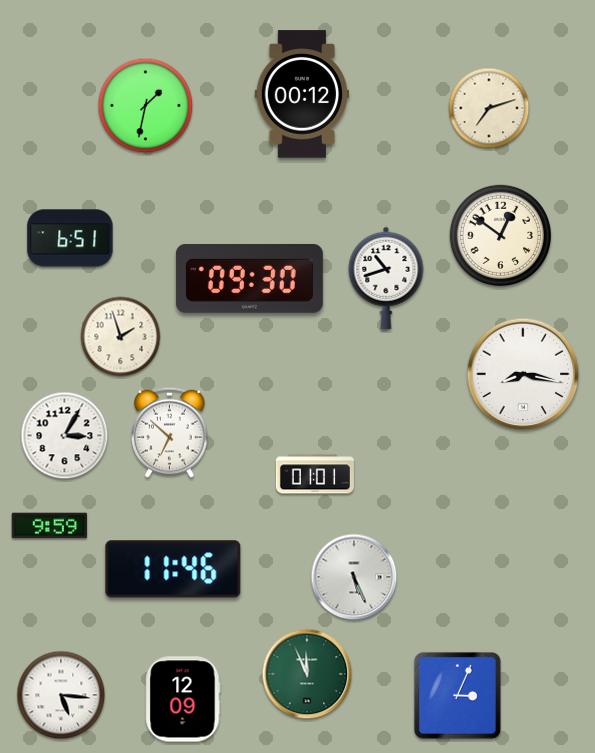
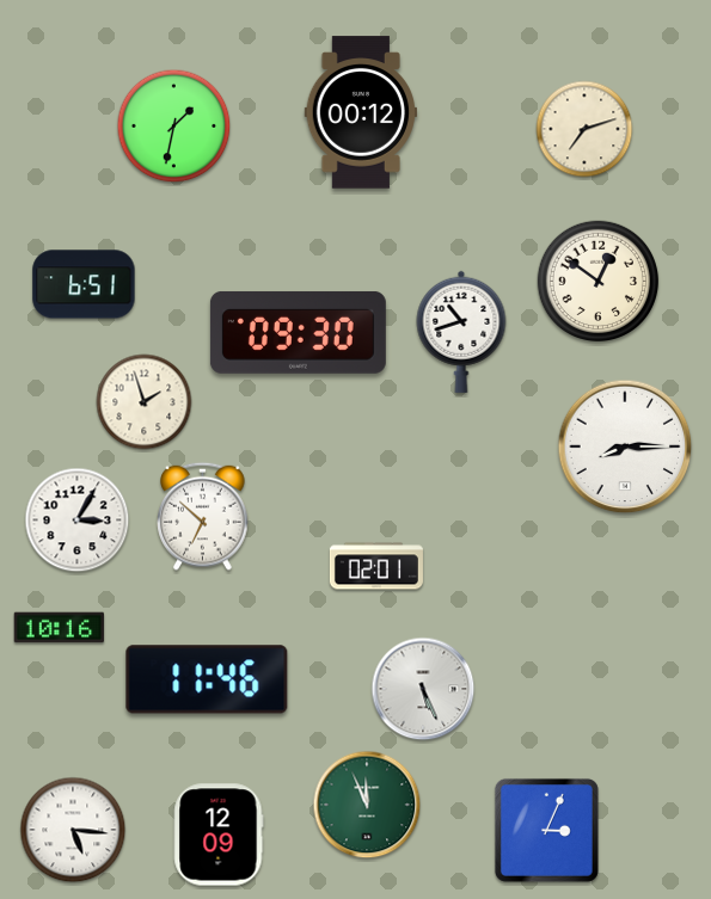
clock at (523, 374): 8:17 -> 8:15
clock at (315, 474): 01:01 -> 02:01
clock at (50, 526): 9:59 -> 10:16
